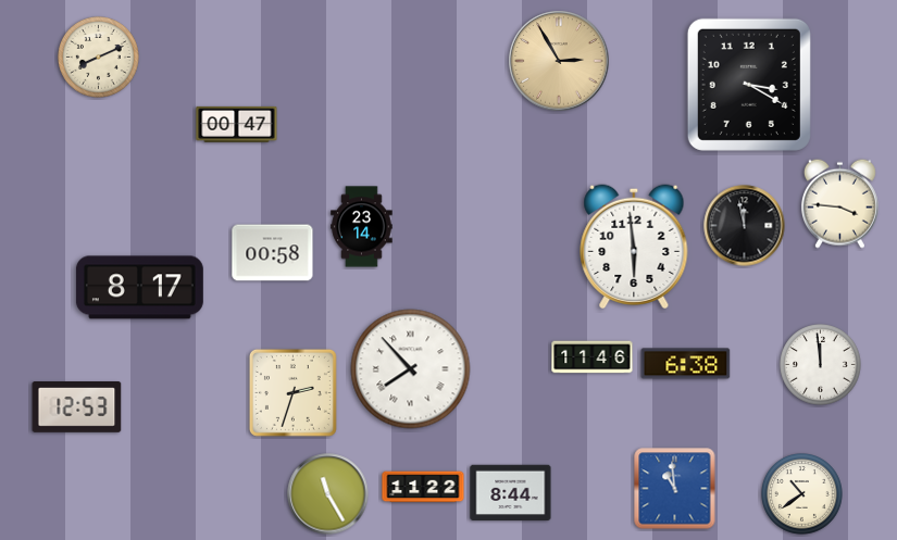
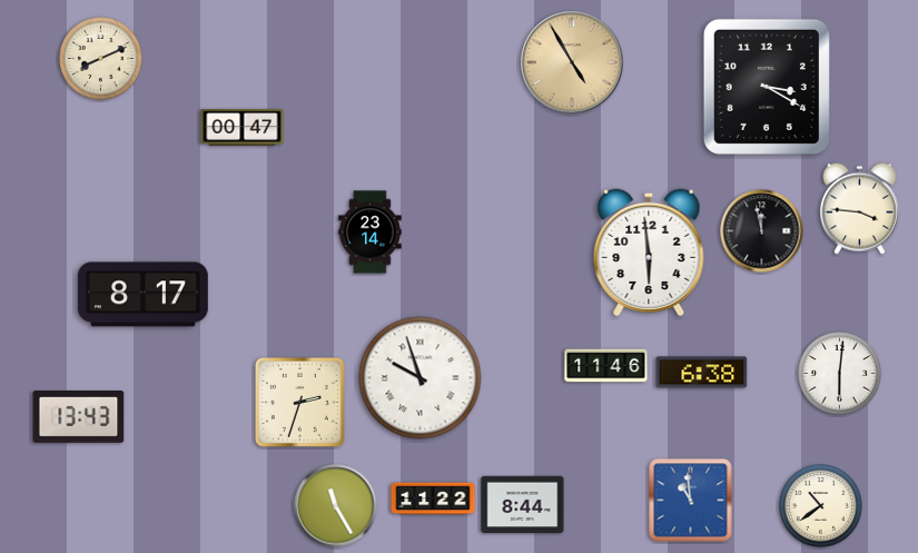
clock at (559, 61): 2:55 -> 4:55
clock at (273, 253): 00:58 -> none
clock at (821, 365): 11:59 -> 6:01
clock at (411, 369): 7:53 -> 9:57
clock at (77, 407): 12:53 -> 13:43
